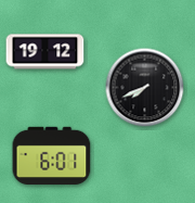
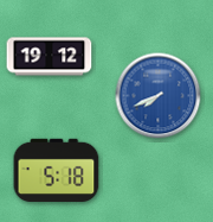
clock at (145, 88) dial: black -> blue
clock at (52, 155): 6:01 -> 5:18
